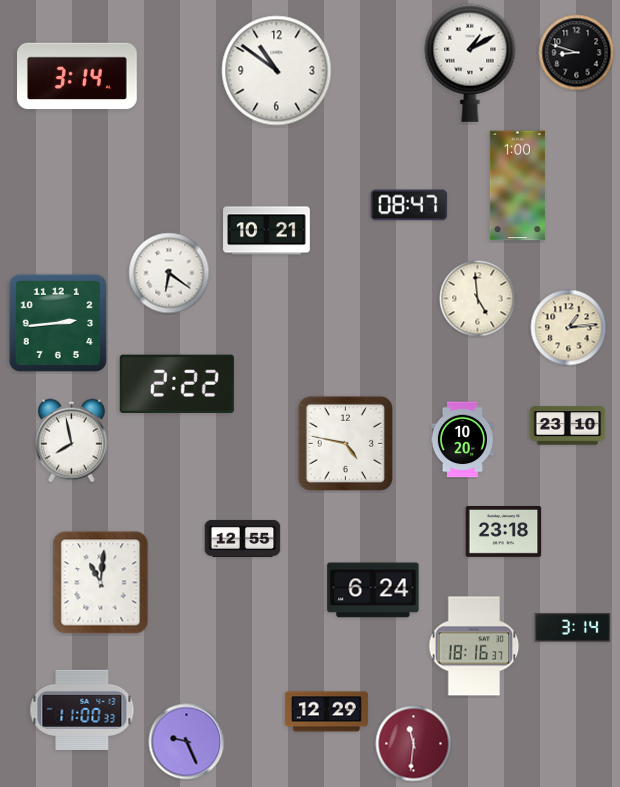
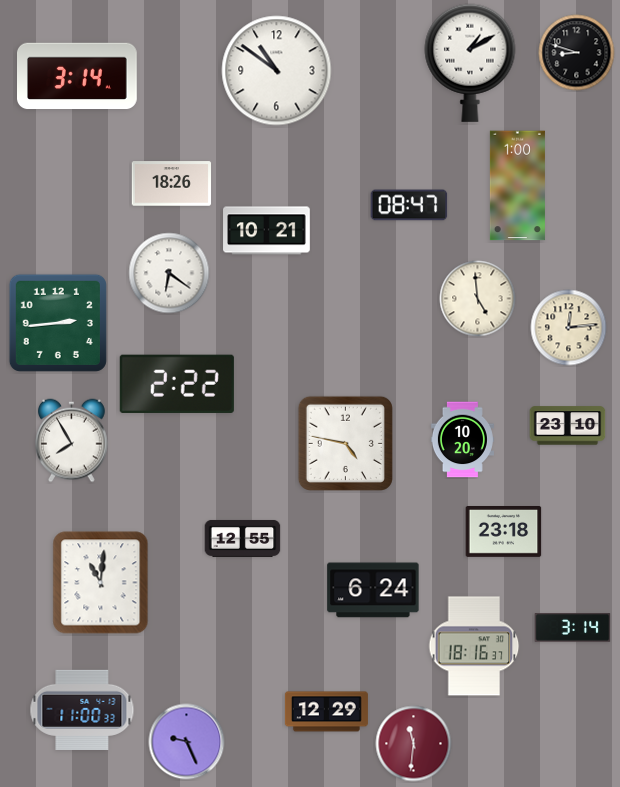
clock at (172, 184): none -> 18:26
clock at (569, 328): 1:14 -> 12:14
clock at (72, 441): 7:58 -> 7:55
